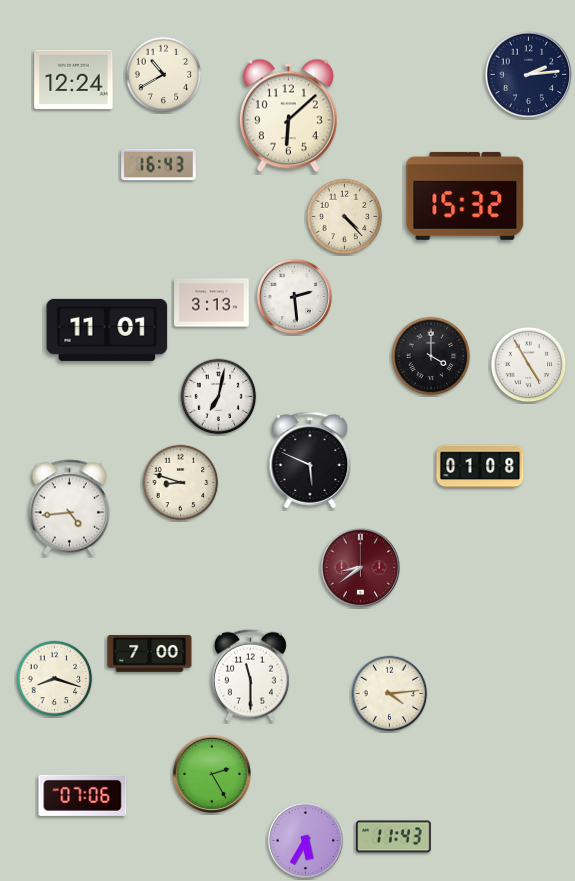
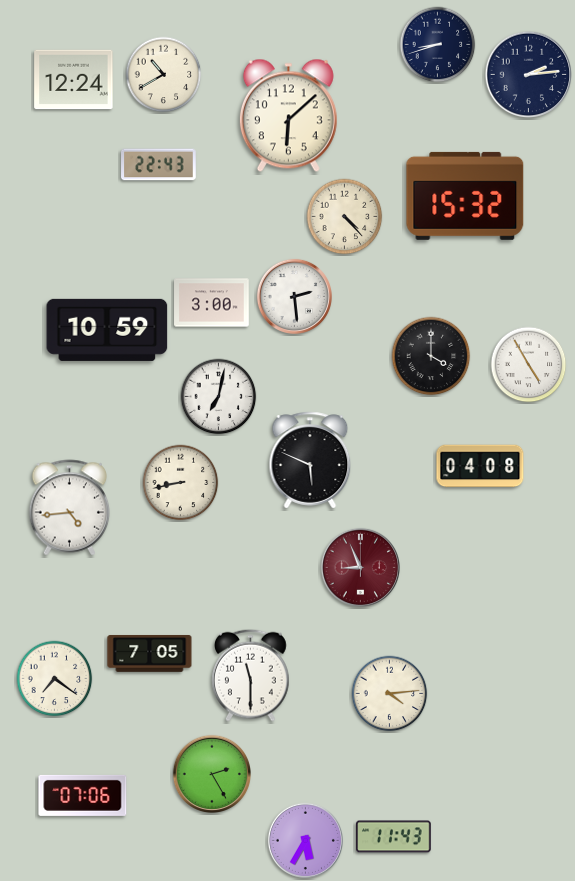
clock at (438, 45): none -> 8:42
clock at (159, 165): 16:43 -> 22:43
clock at (212, 303): 3:13 -> 3:00
clock at (107, 330): 11:01 -> 10:59
clock at (480, 466): 01:08 -> 04:08
clock at (181, 483): 8:48 -> 8:43
clock at (360, 567): 8:39 -> 8:56
clock at (150, 654): 7:00 -> 7:05
clock at (55, 679): 8:18 -> 7:21
